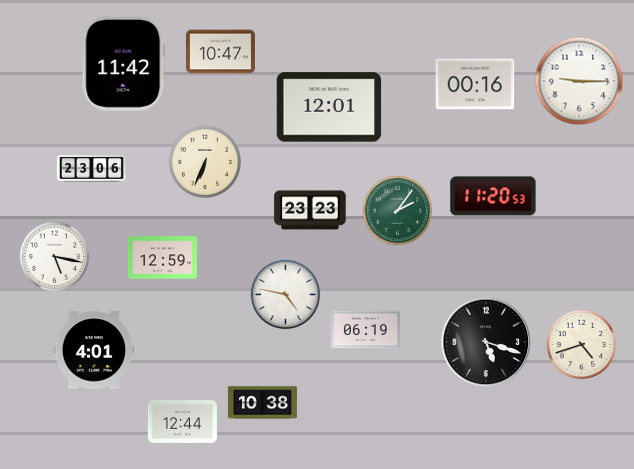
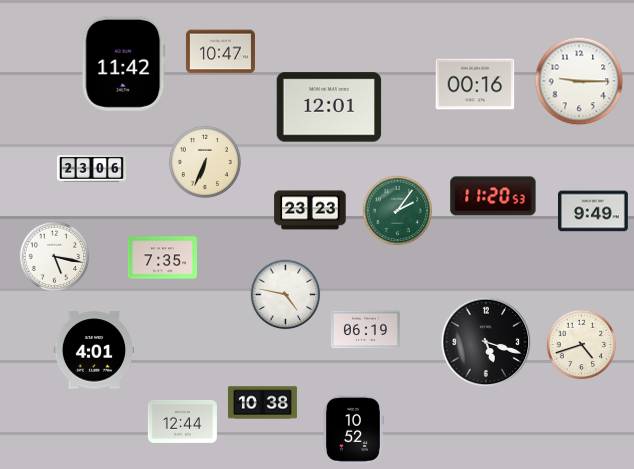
clock at (594, 211): none -> 9:49
clock at (162, 258): 12:59 -> 7:35
clock at (353, 429): none -> 10:52
